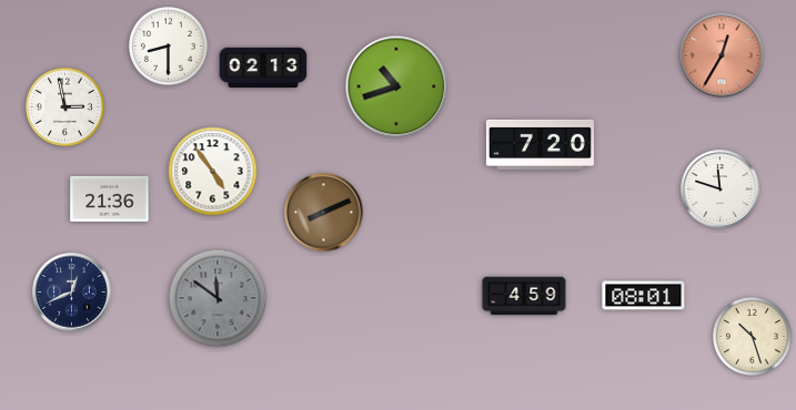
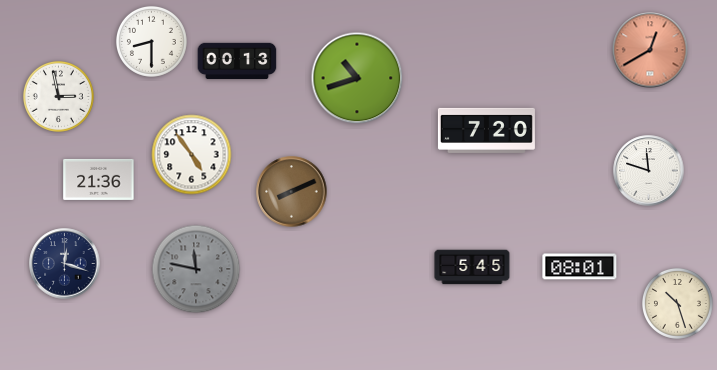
clock at (722, 55): 12:35 -> 12:40
clock at (263, 68): 02:13 -> 00:13
clock at (72, 293): 12:41 -> 12:18
clock at (524, 296): 4:59 -> 5:45
clock at (218, 298): 11:51 -> 11:47
